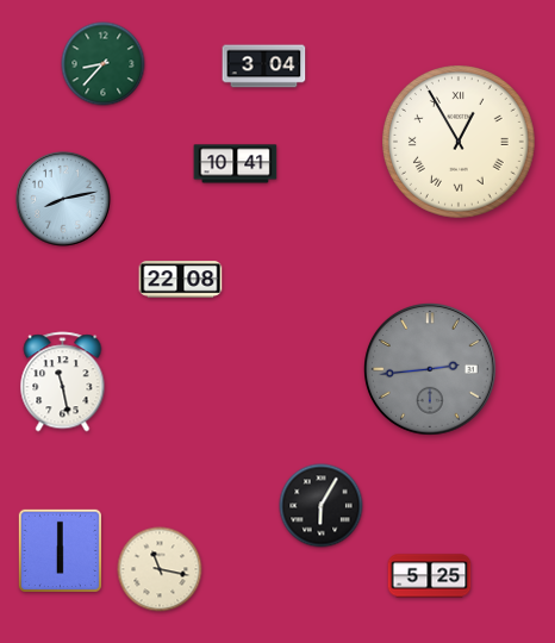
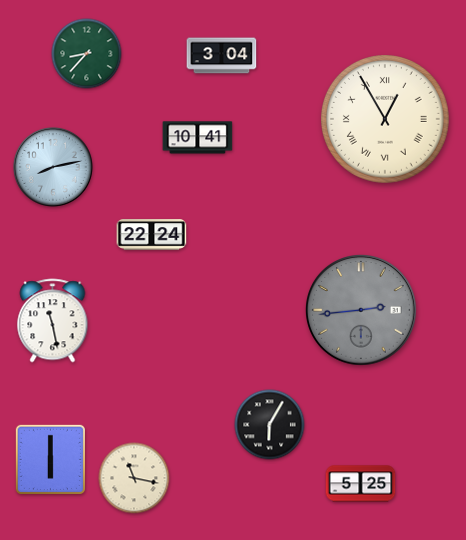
clock at (181, 280): 22:08 -> 22:24
clock at (60, 550) position: (60, 550) -> (50, 459)
